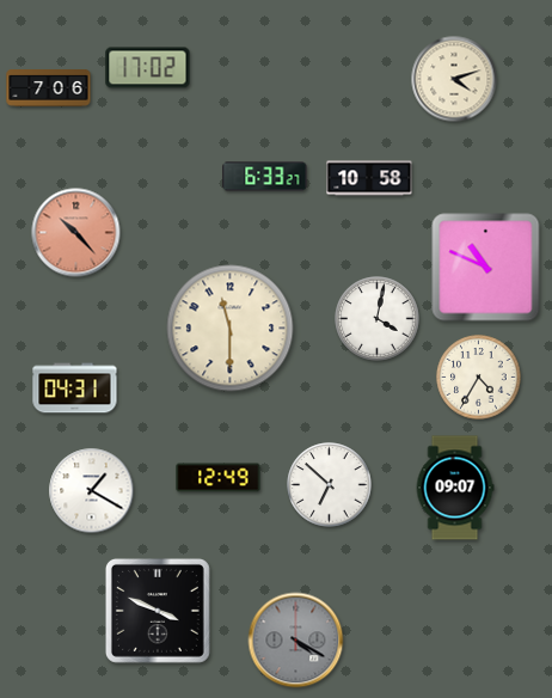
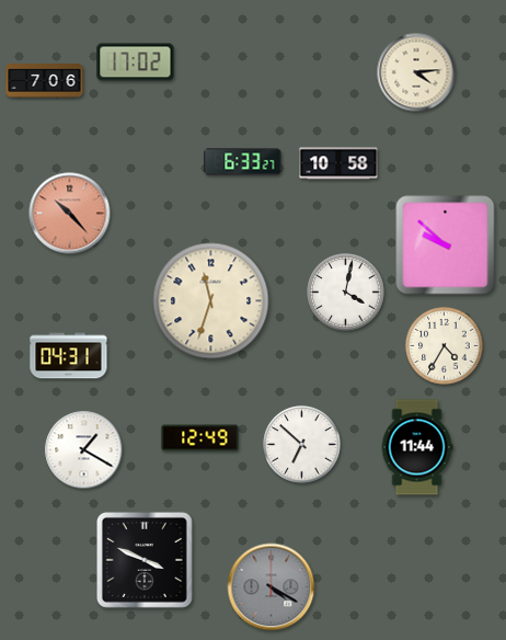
clock at (454, 79): 4:12 -> 4:14
clock at (486, 268): 10:49 -> 9:52
clock at (231, 329): 11:30 -> 11:33
clock at (479, 378) position: (479, 378) -> (445, 346)
clock at (455, 488): 09:07 -> 11:44
